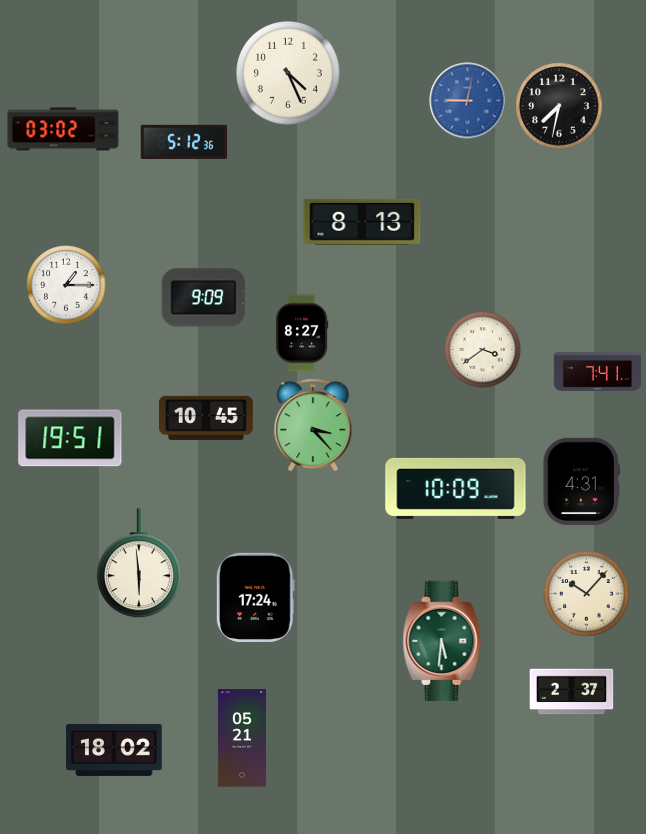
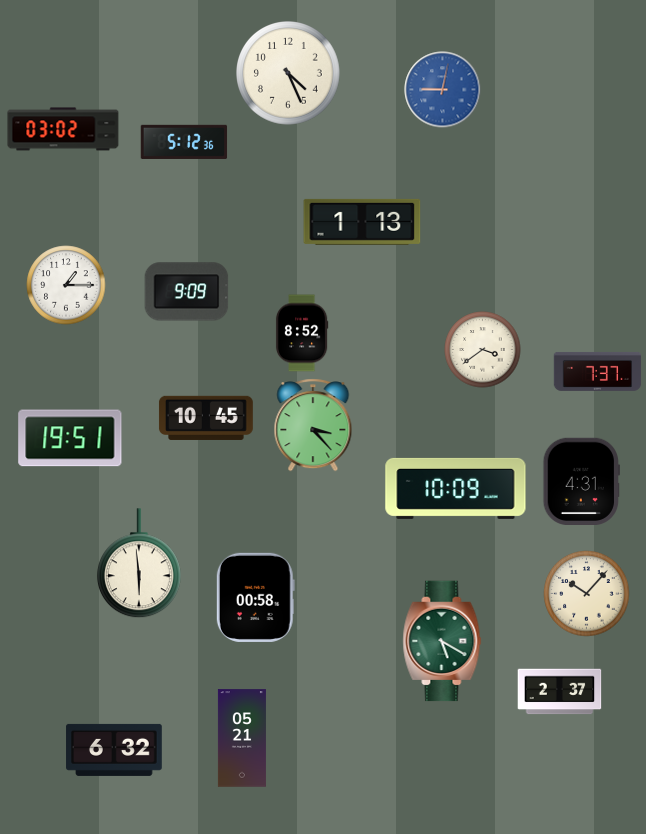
clock at (468, 101) position: (468, 101) -> (443, 90)
clock at (559, 106): 7:32 -> none
clock at (362, 222): 8:13 -> 1:13
clock at (204, 298) position: (204, 298) -> (187, 292)
clock at (302, 333): 8:27 -> 8:52
clock at (598, 371): 7:41 -> 7:37
clock at (255, 597): 17:24 -> 00:58
clock at (442, 641): 5:31 -> 5:20
clock at (572, 692) position: (572, 692) -> (560, 692)
clock at (114, 750): 18:02 -> 6:32
